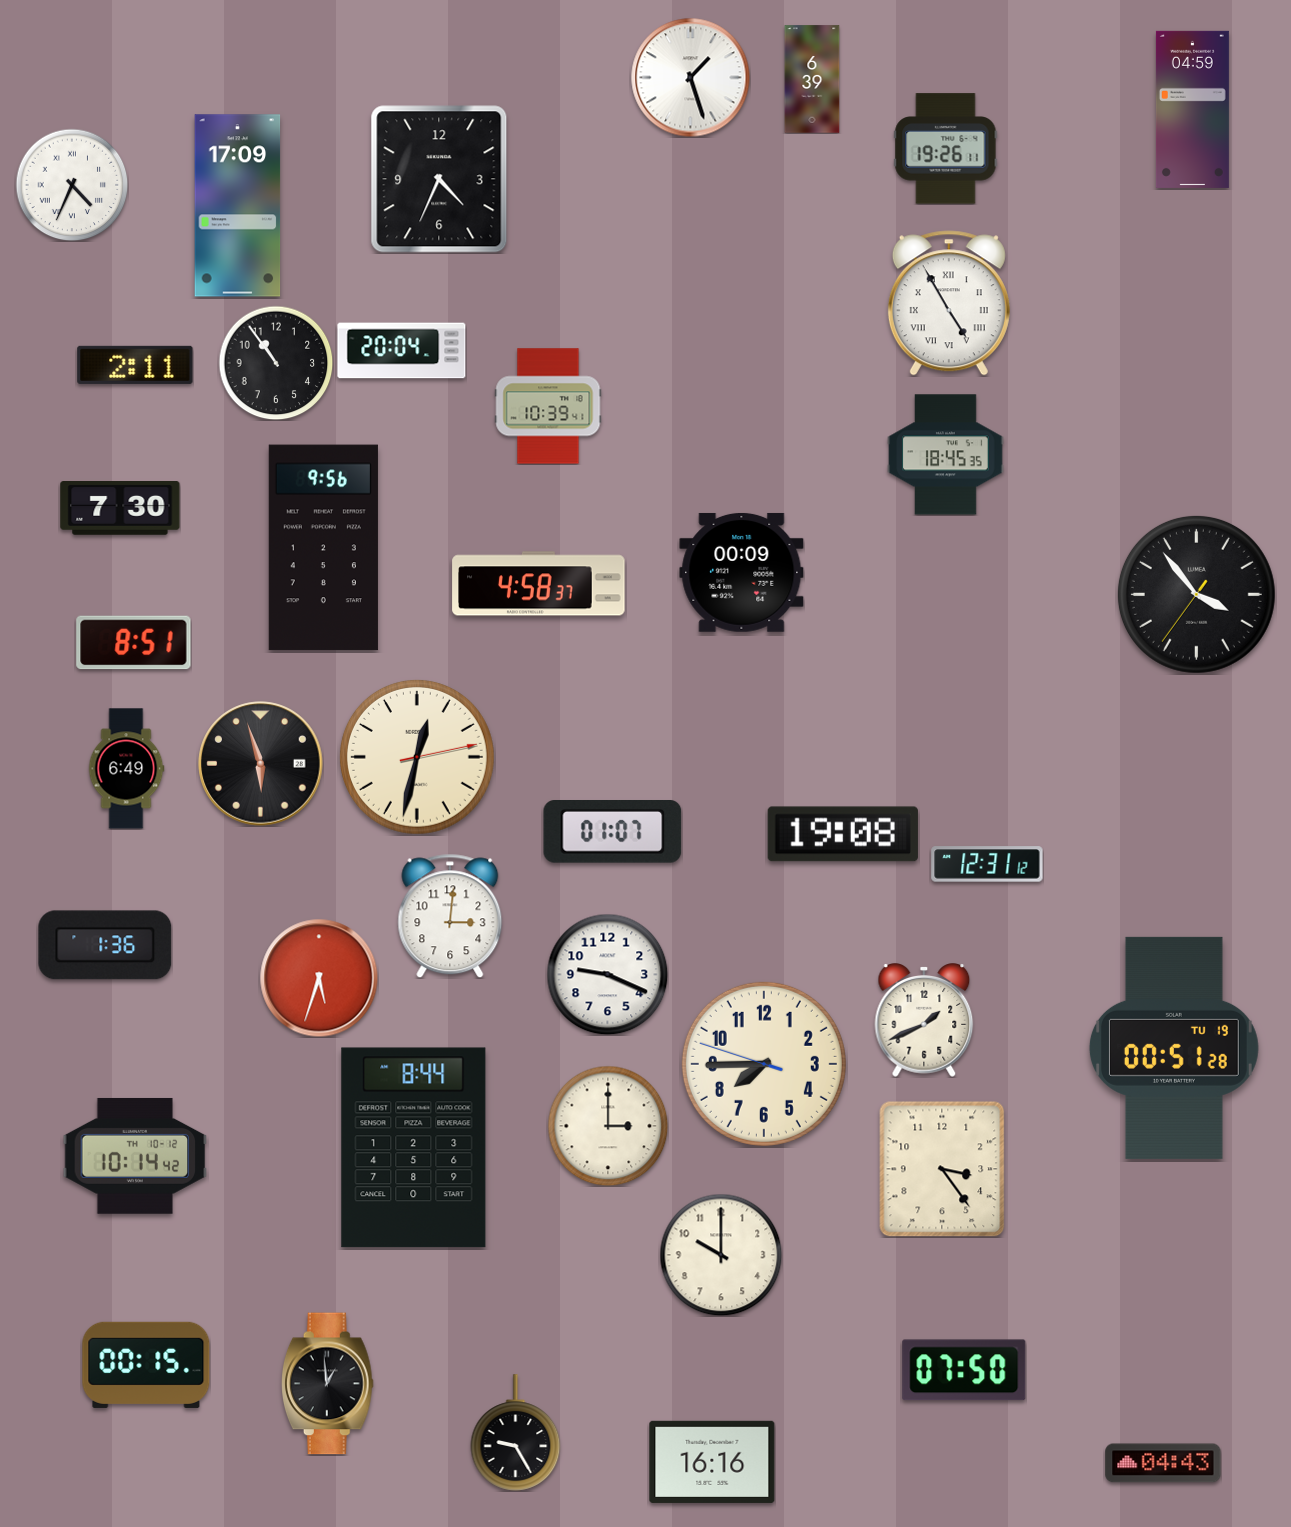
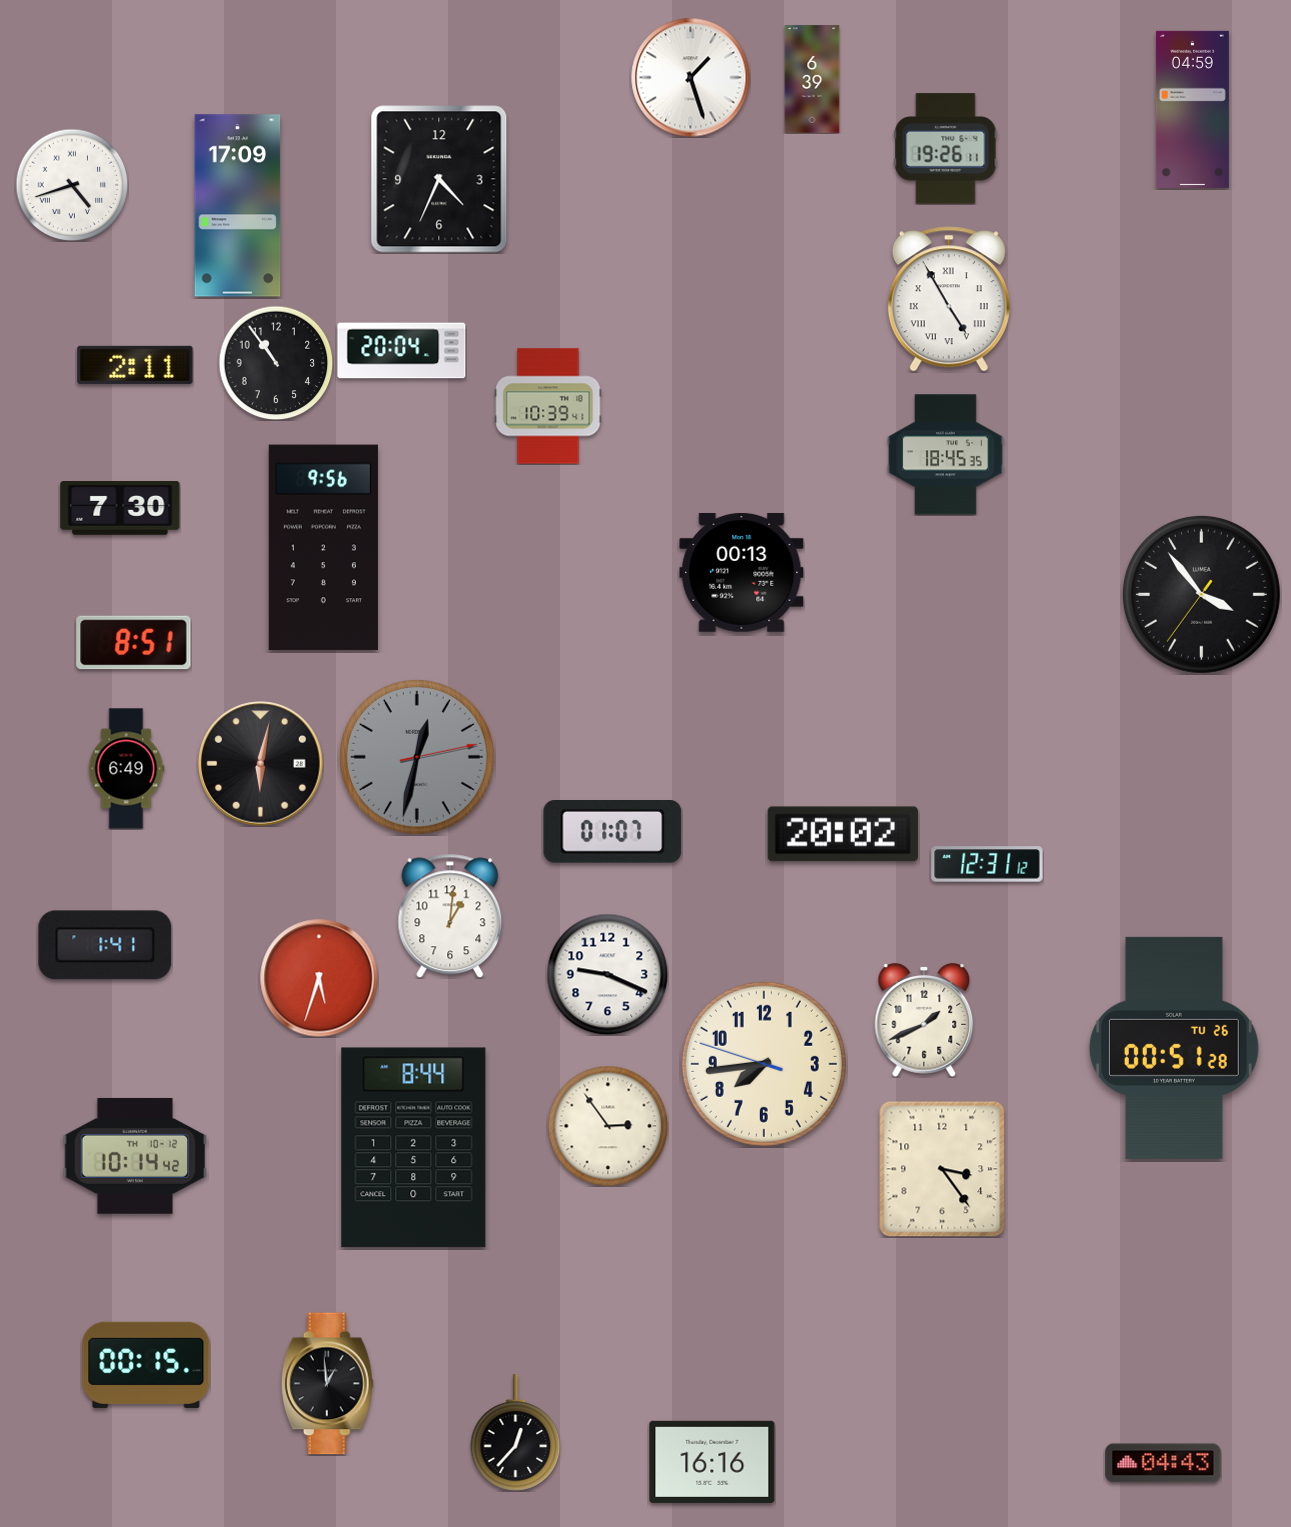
clock at (72, 185): 4:34 -> 4:42
clock at (949, 303) position: (949, 303) -> (949, 299)
clock at (742, 572): 00:09 -> 00:13
clock at (539, 584): 4:58 -> none
clock at (1196, 594) position: (1196, 594) -> (1201, 594)
clock at (417, 757) dial: cream -> grey
clock at (261, 764): 5:57 -> 6:02
clock at (843, 834): 19:08 -> 20:02
clock at (450, 916): 3:01 -> 1:01
clock at (105, 945): 1:36 -> 1:41
clock at (1174, 1048) date: TU 19 -> TU 26
clock at (764, 1064): 7:44 -> 7:43
clock at (608, 1126): 3:00 -> 2:54
clock at (721, 1255): 10:00 -> none
clock at (964, 1370): 07:50 -> none
clock at (516, 1433): 9:25 -> 12:37
